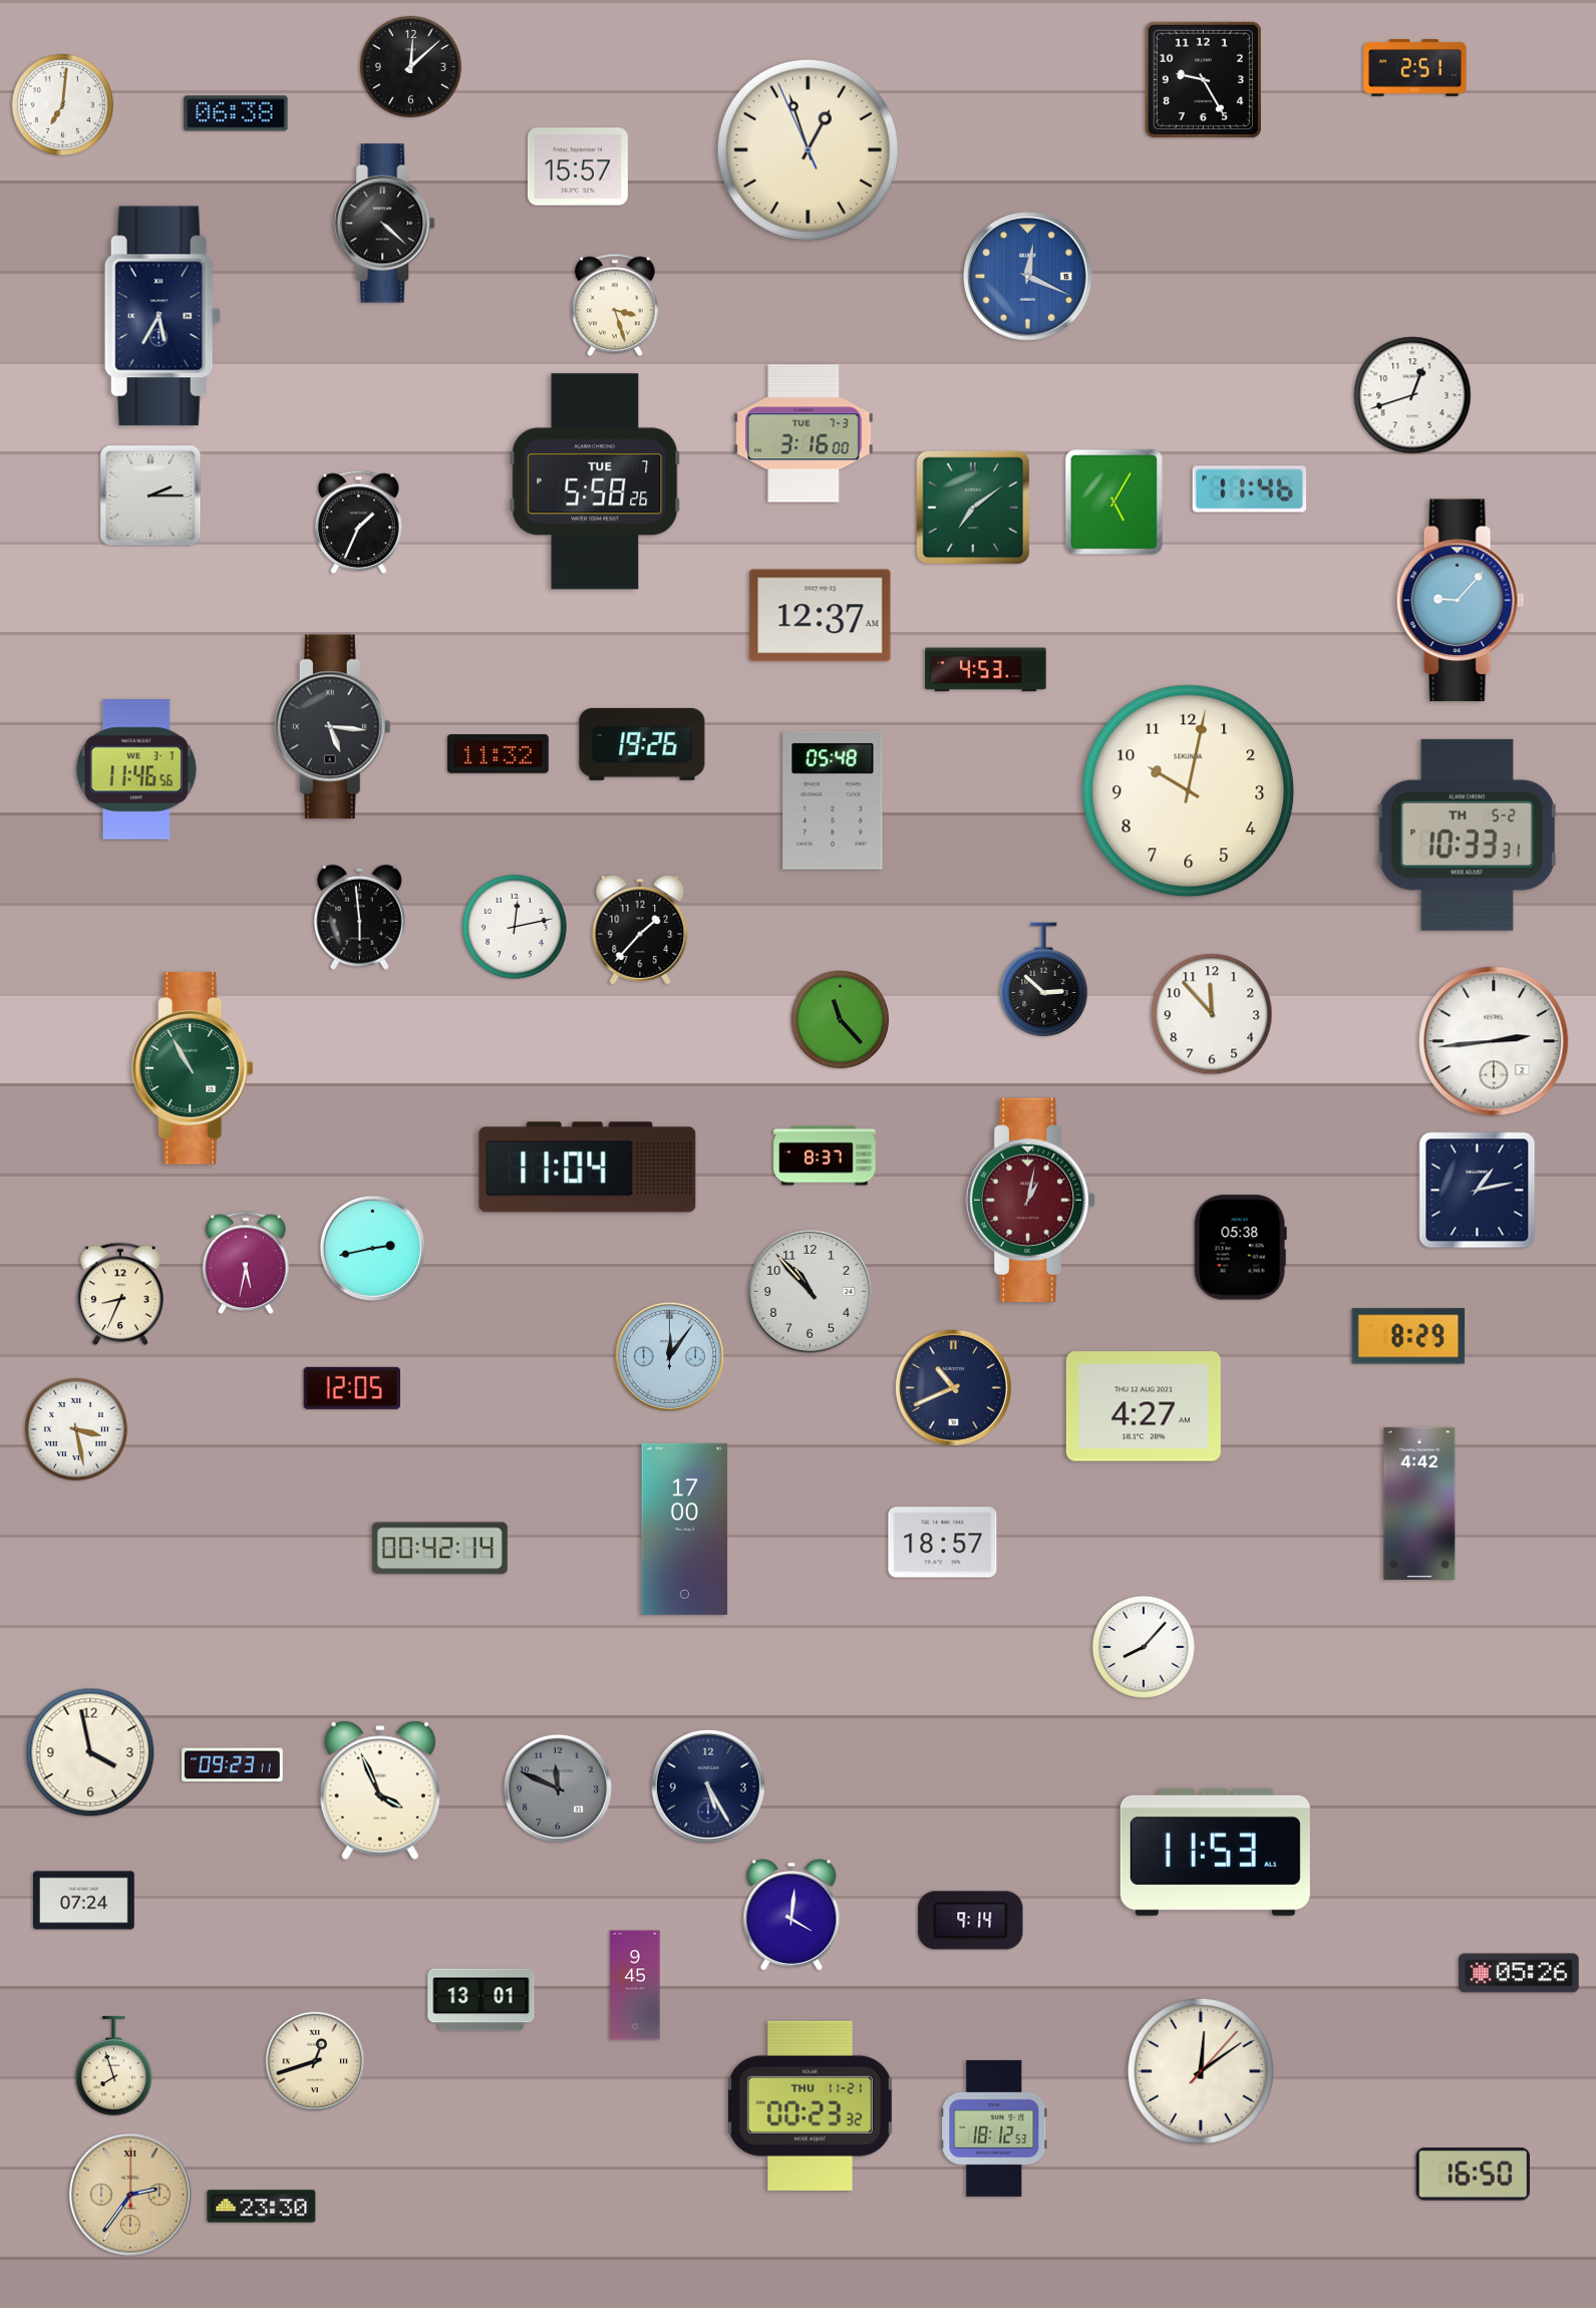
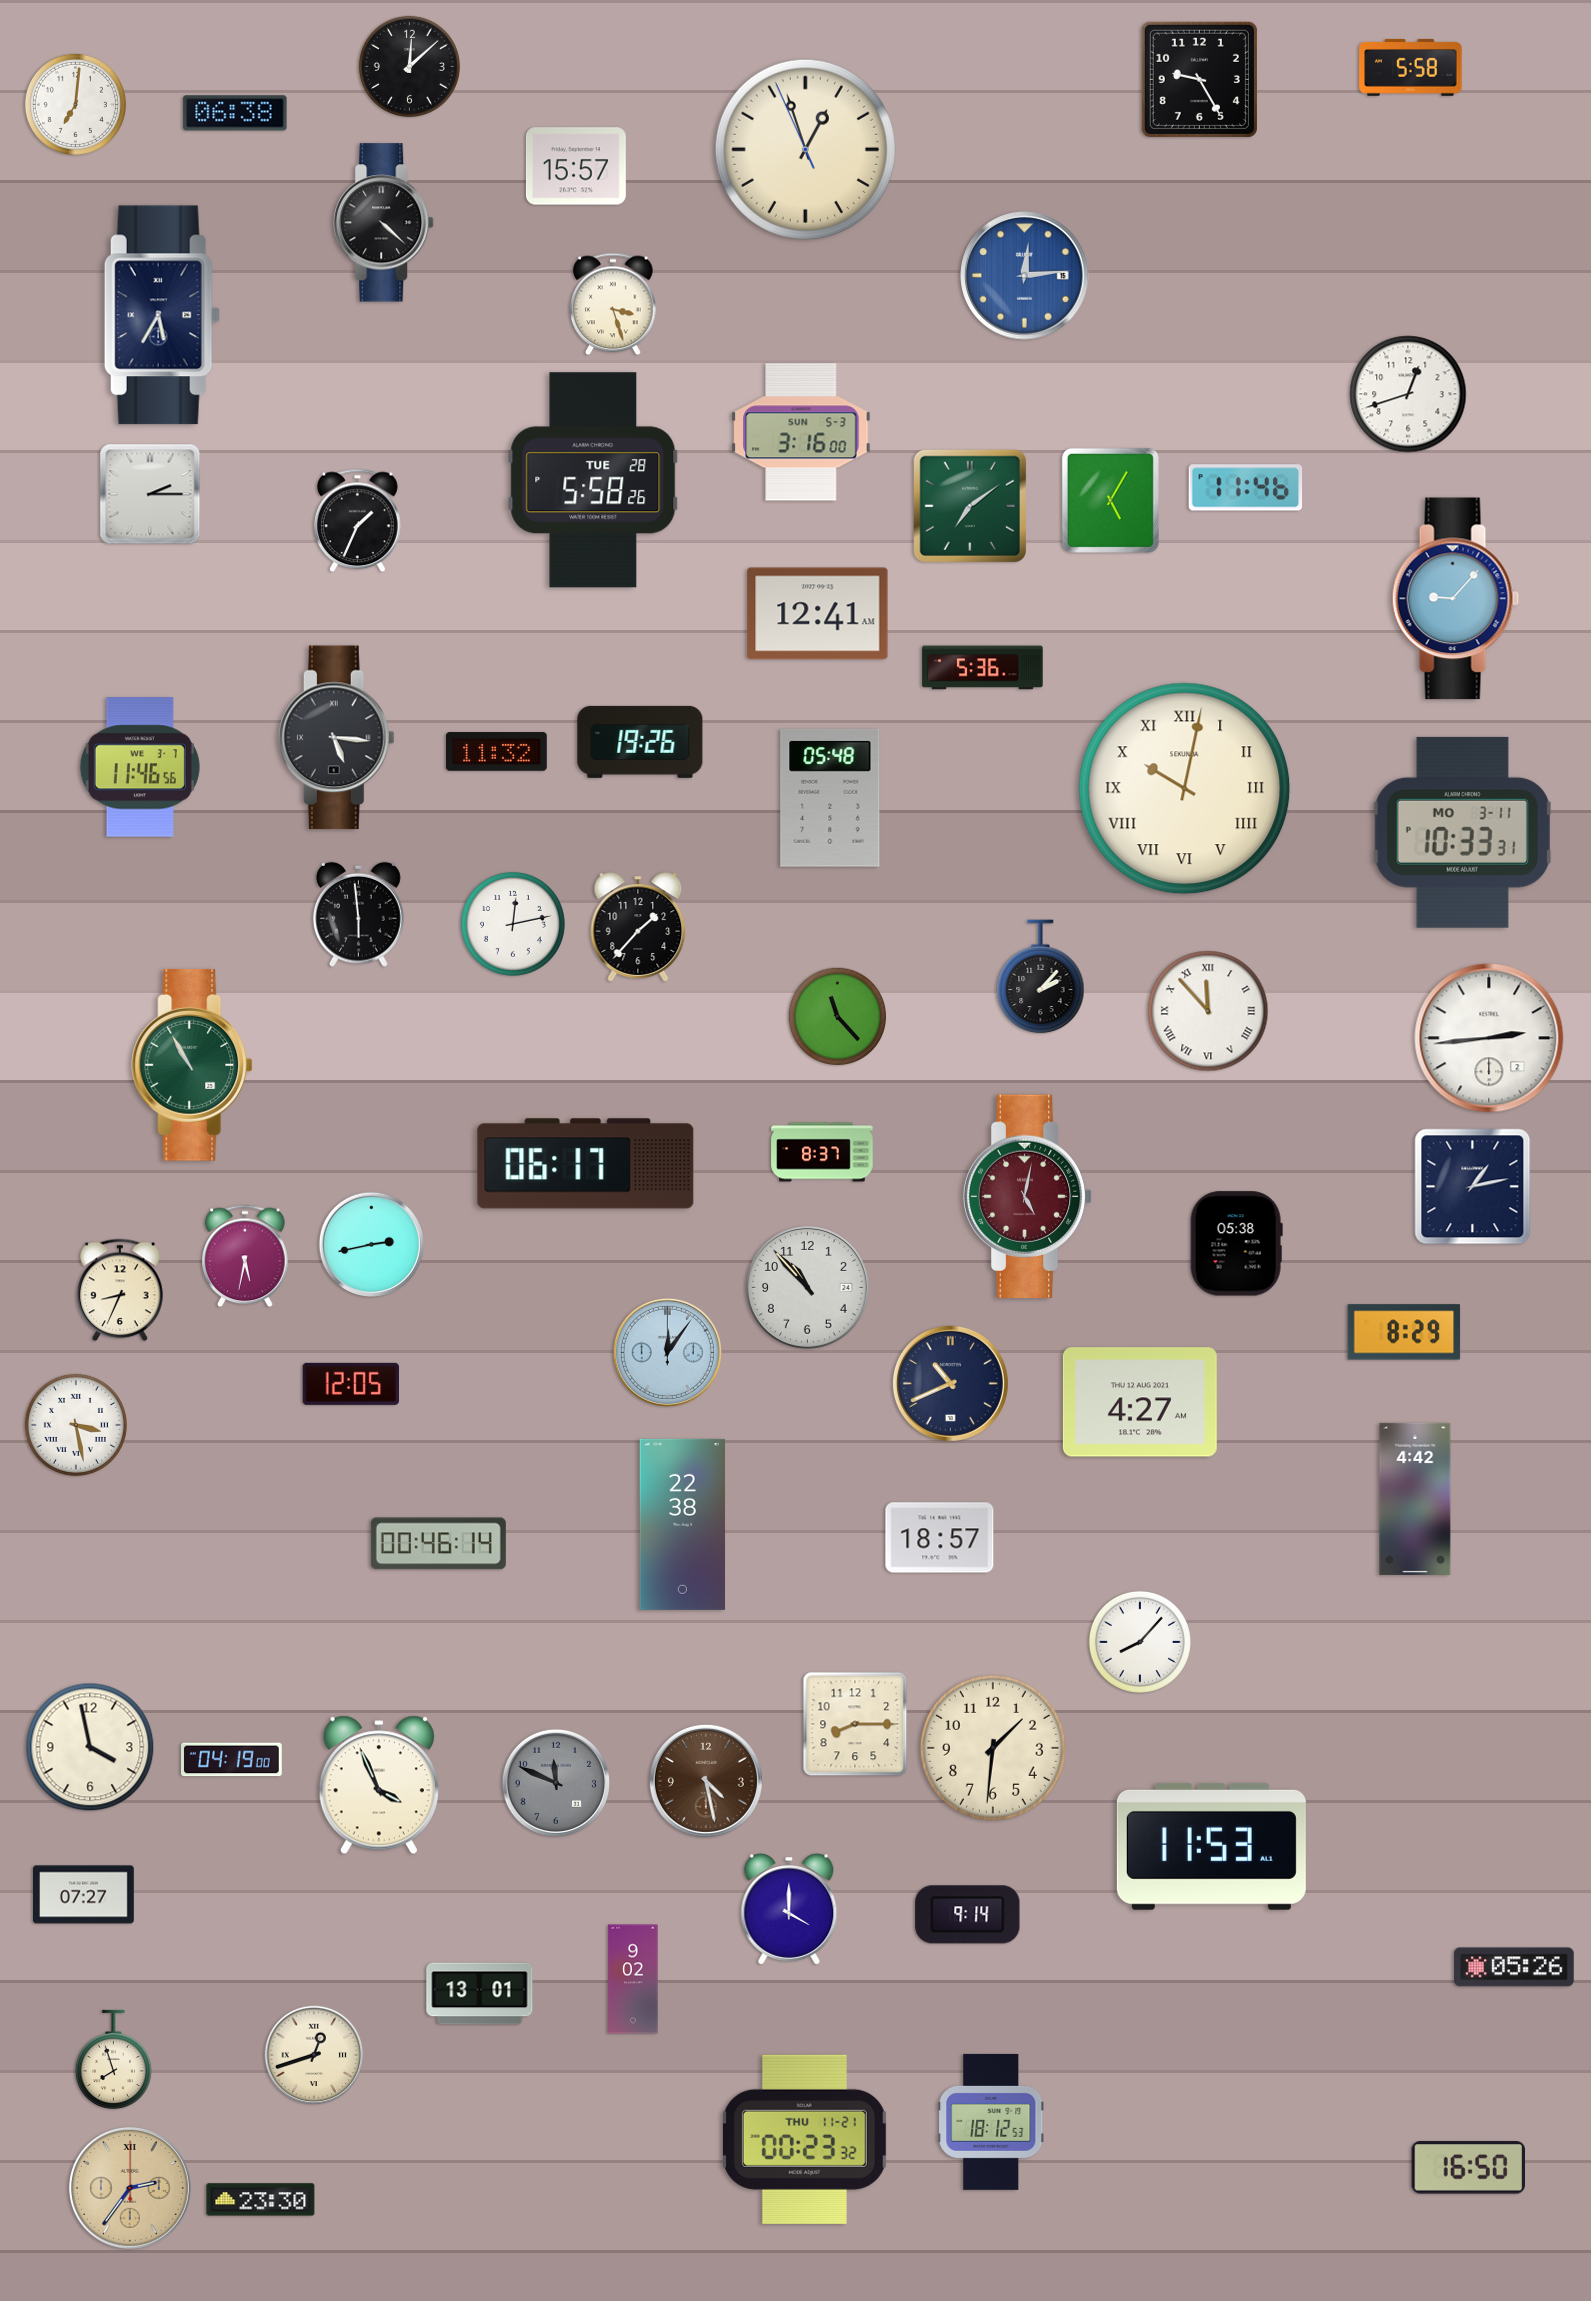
clock at (1415, 67): 2:51 -> 5:58
clock at (62, 104) position: (62, 104) -> (75, 104)
clock at (1028, 277): 12:19 -> 12:14
clock at (804, 433) date: TUE 7-3 -> SUN 5-3
clock at (595, 481) date: TUE 7 -> TUE 28
clock at (821, 616): 12:37 -> 12:41
clock at (986, 670): 4:53 -> 5:36
clock at (332, 727) position: (332, 727) -> (336, 738)
clock at (136, 769) position: (136, 769) -> (140, 767)
clock at (1189, 791) numerals: Arabic -> Roman
clock at (1467, 835) date: TH 5-2 -> MO 3-11
clock at (1044, 980): 2:52 -> 2:07
clock at (1212, 1014) numerals: Arabic -> Roman
clock at (588, 1168): 11:04 -> 06:17
clock at (1031, 1200): 1:02 -> 5:02
clock at (246, 1263) position: (246, 1263) -> (245, 1256)
clock at (685, 1529): 17:00 -> 22:38
clock at (439, 1549): 00:42 -> 00:46
clock at (855, 1724): none -> 8:15
clock at (993, 1748): none -> 1:31
clock at (233, 1765): 09:23 -> 04:19
clock at (708, 1786): 5:25 -> 4:28
clock at (708, 1786) dial: navy -> brown
clock at (84, 1901): 07:24 -> 07:27
clock at (791, 1916): 4:01 -> 4:00
clock at (635, 1985): 9:45 -> 9:02
clock at (1201, 2071): 12:09 -> none
clock at (810, 2105) position: (810, 2105) -> (804, 2139)
